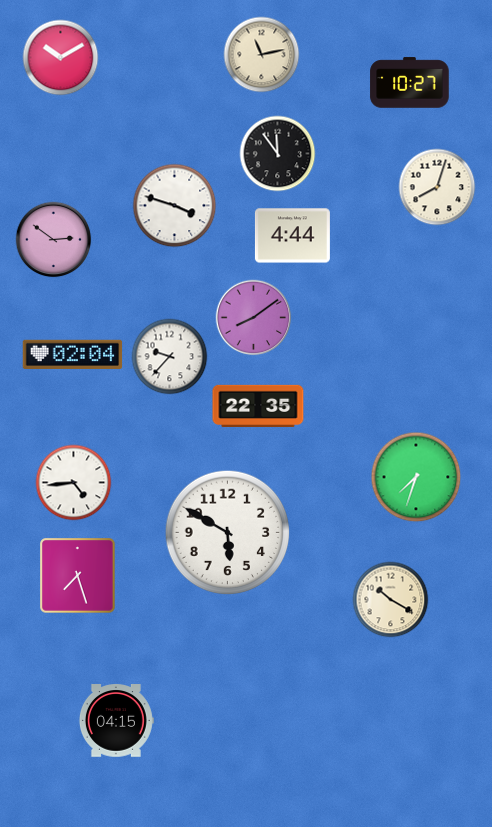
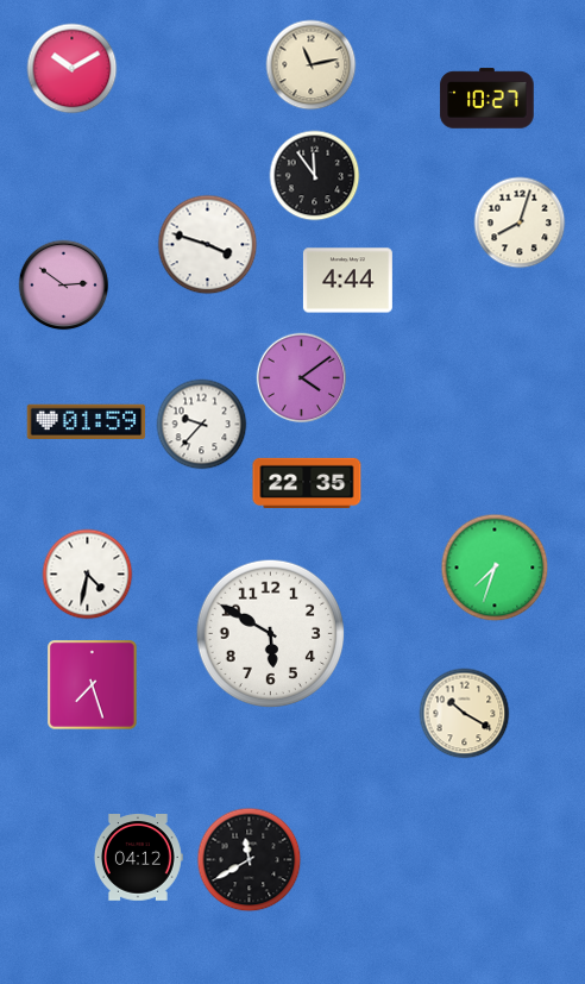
clock at (278, 154) position: (278, 154) -> (315, 176)
clock at (254, 318): 8:09 -> 4:09
clock at (73, 354): 02:04 -> 01:59
clock at (74, 483): 4:44 -> 4:32
clock at (116, 721): 04:15 -> 04:12
clock at (250, 860): none -> 11:40
